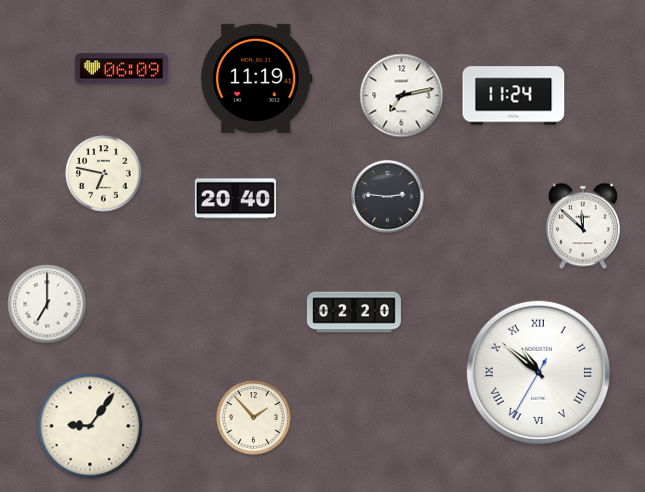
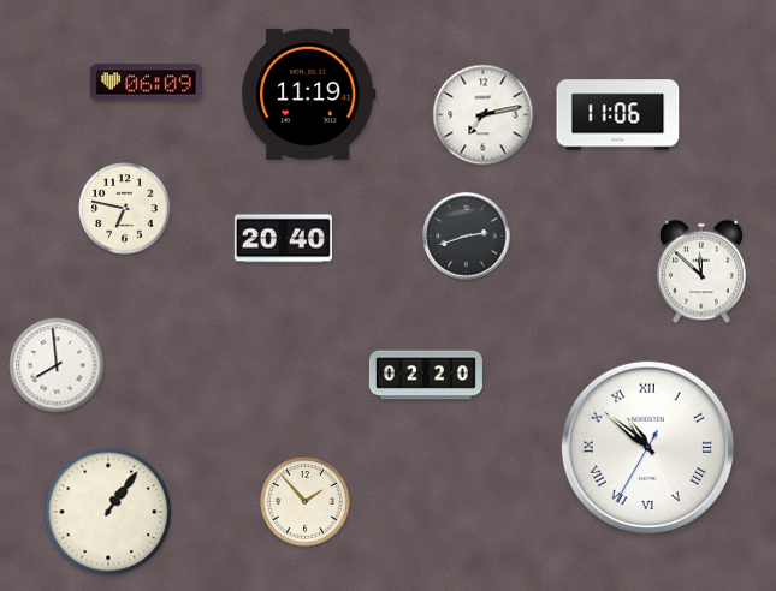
clock at (514, 96): 11:24 -> 11:06
clock at (388, 197): 2:46 -> 2:42
clock at (47, 304): 7:00 -> 7:59
clock at (90, 426): 9:06 -> 1:06
